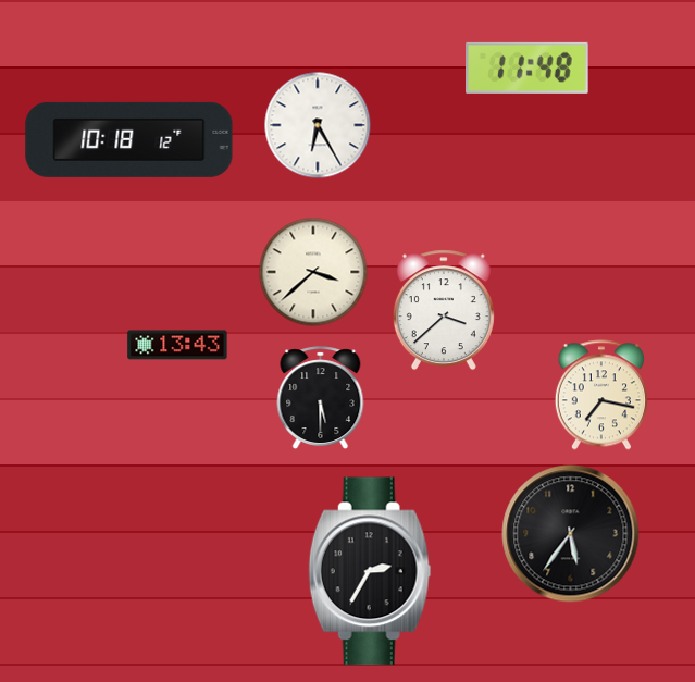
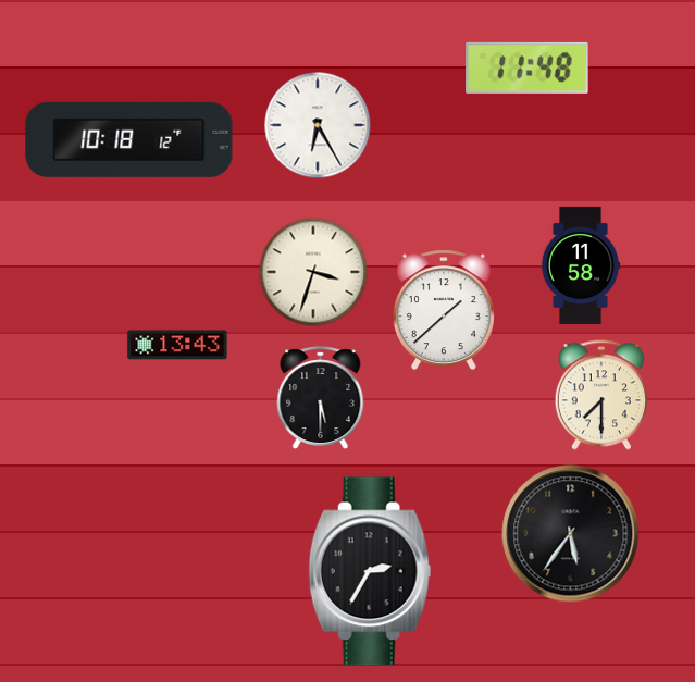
clock at (581, 265): none -> 11:58
clock at (313, 272): 3:38 -> 3:33
clock at (444, 310): 3:38 -> 1:38
clock at (601, 395): 7:17 -> 7:30
